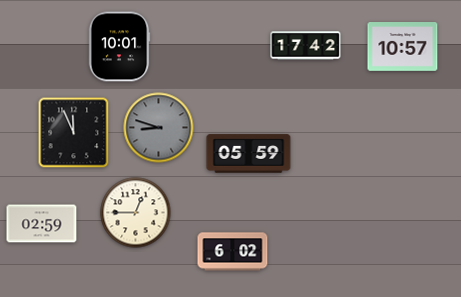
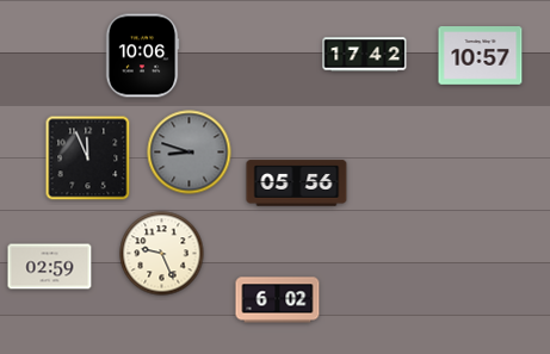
clock at (119, 47): 10:01 -> 10:06
clock at (249, 154): 05:59 -> 05:56
clock at (136, 213): 12:45 -> 9:26
